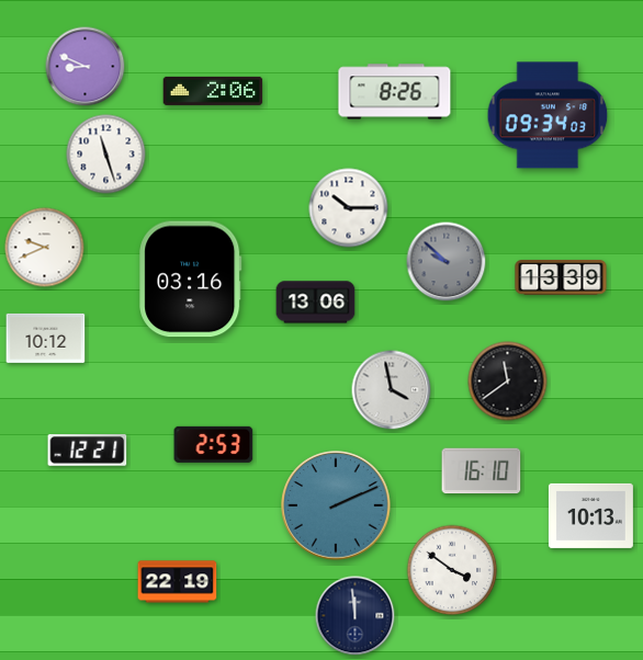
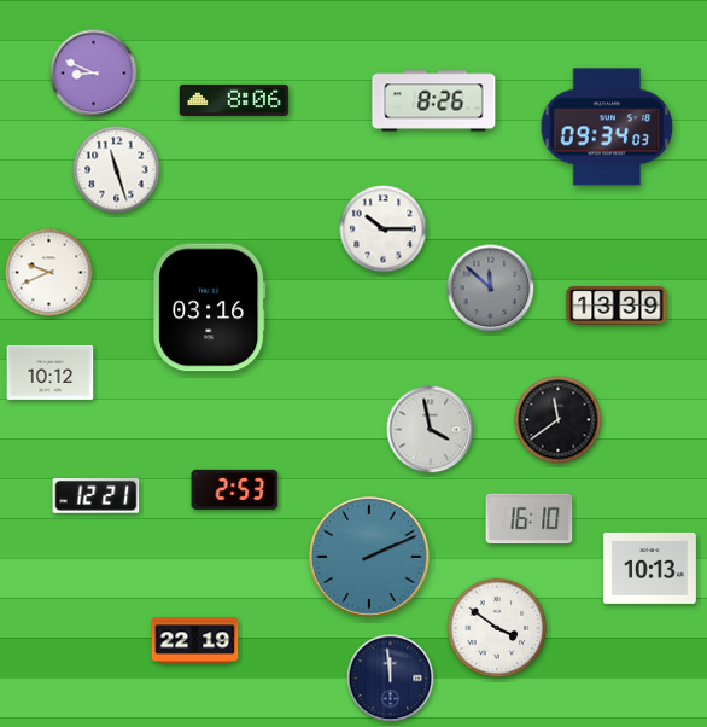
clock at (213, 91): 2:06 -> 8:06
clock at (548, 115) position: (548, 115) -> (607, 127)
clock at (447, 262): 9:52 -> 11:52
clock at (316, 303): 13:06 -> none
